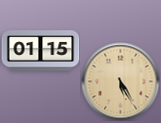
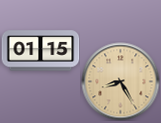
clock at (120, 81): 5:25 -> 8:25
